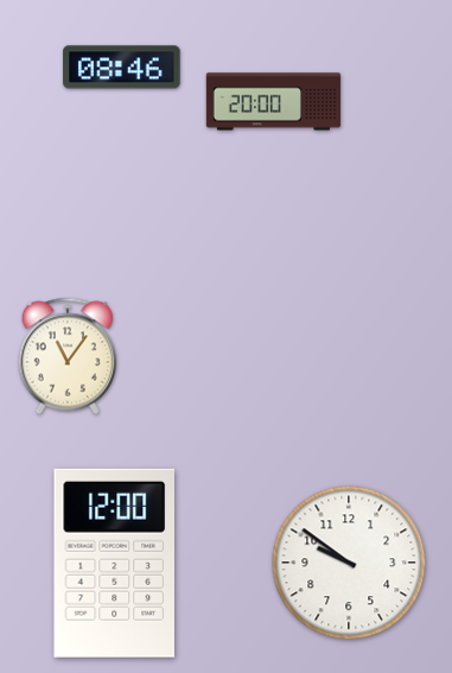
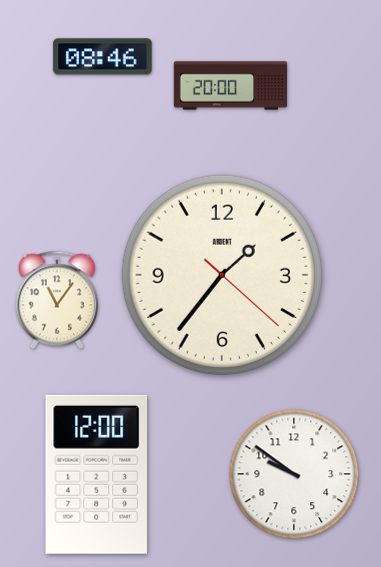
clock at (222, 275): none -> 1:36
